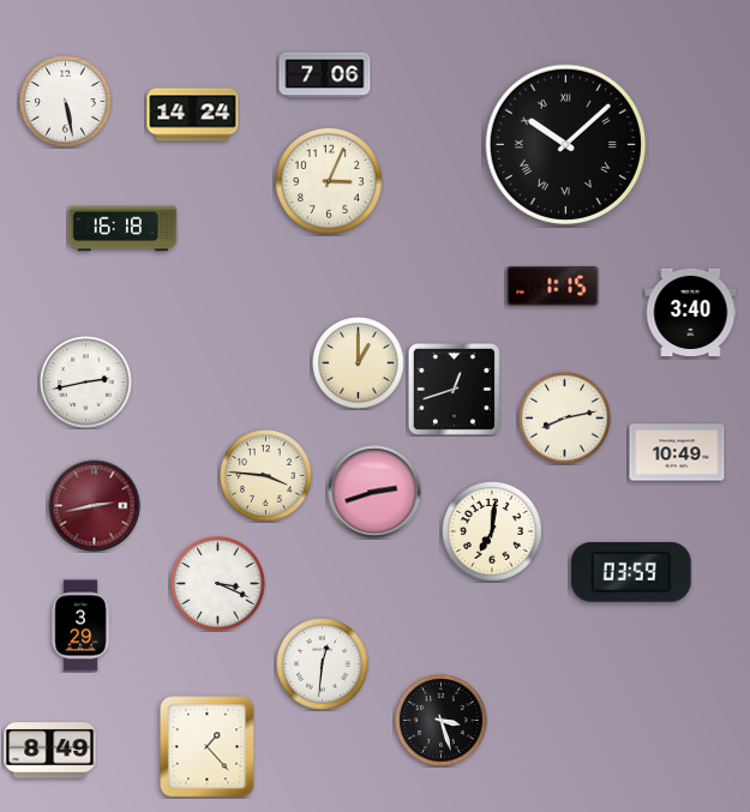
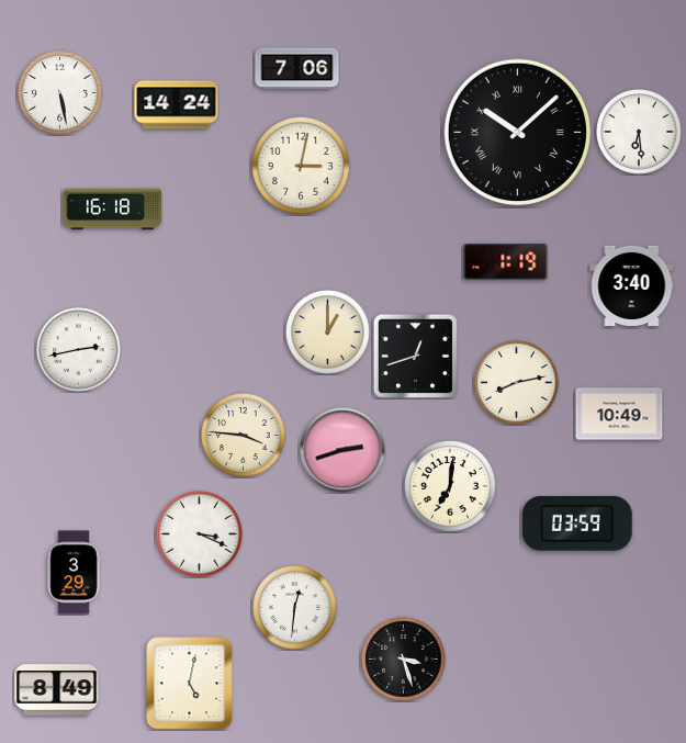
clock at (639, 132): none -> 6:29
clock at (329, 181): 3:04 -> 3:02
clock at (553, 285): 1:15 -> 1:19
clock at (95, 506): 2:43 -> none
clock at (208, 747): 1:23 -> 5:02
clock at (50, 751) position: (50, 751) -> (57, 690)
